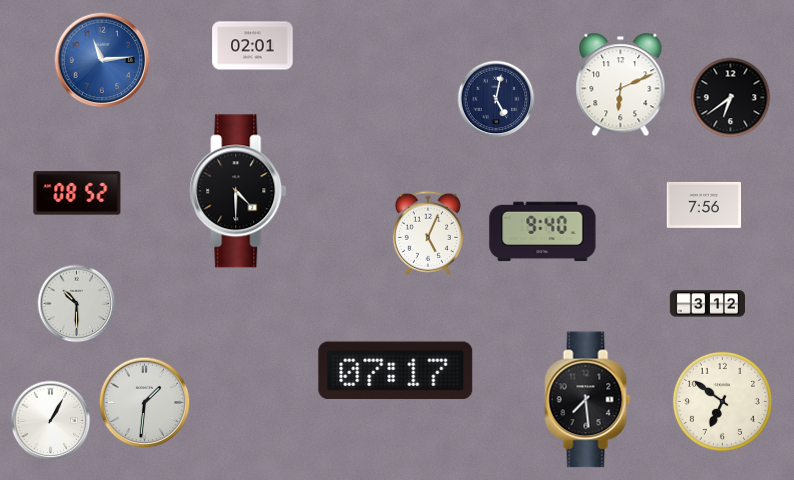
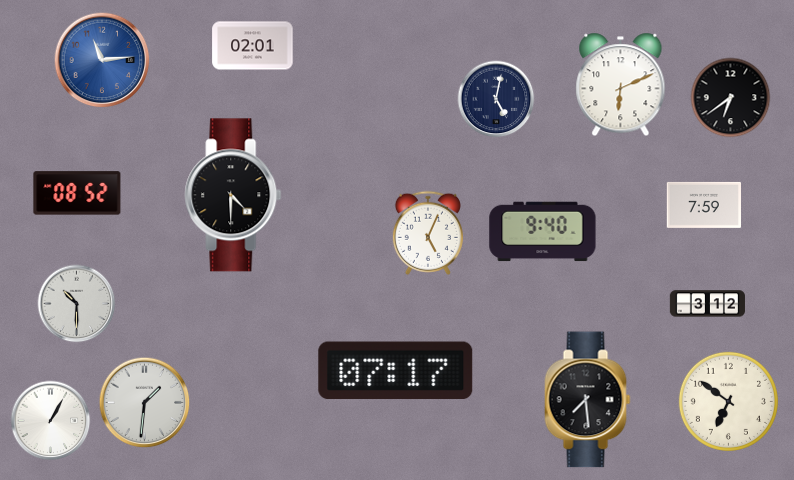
clock at (238, 191) position: (238, 191) -> (233, 195)
clock at (703, 205): 7:56 -> 7:59
clock at (722, 401) position: (722, 401) -> (728, 401)
